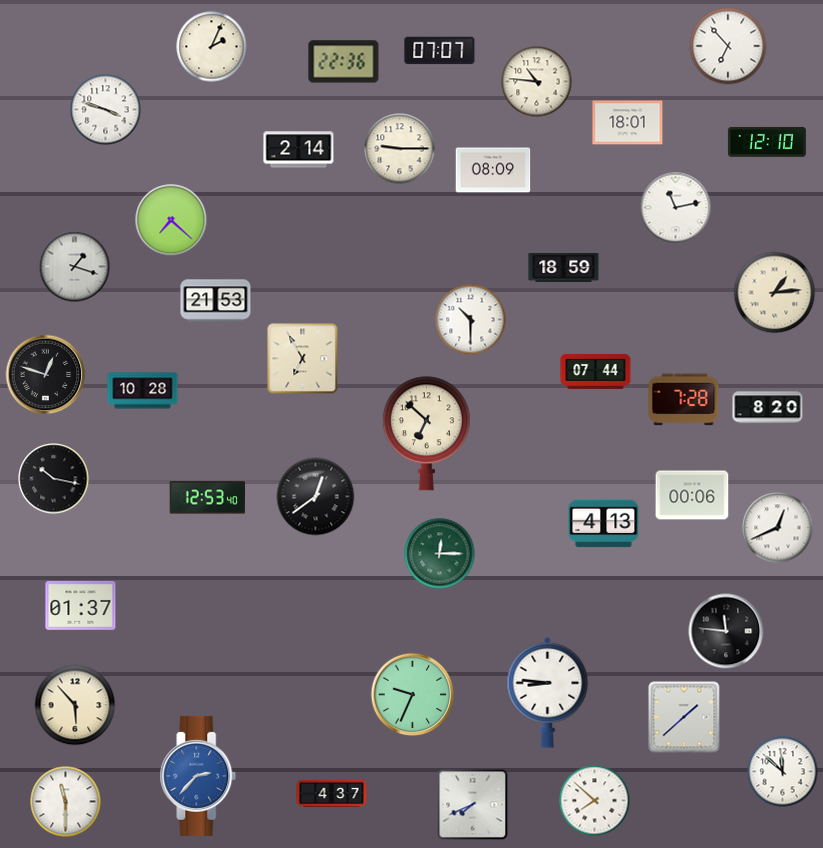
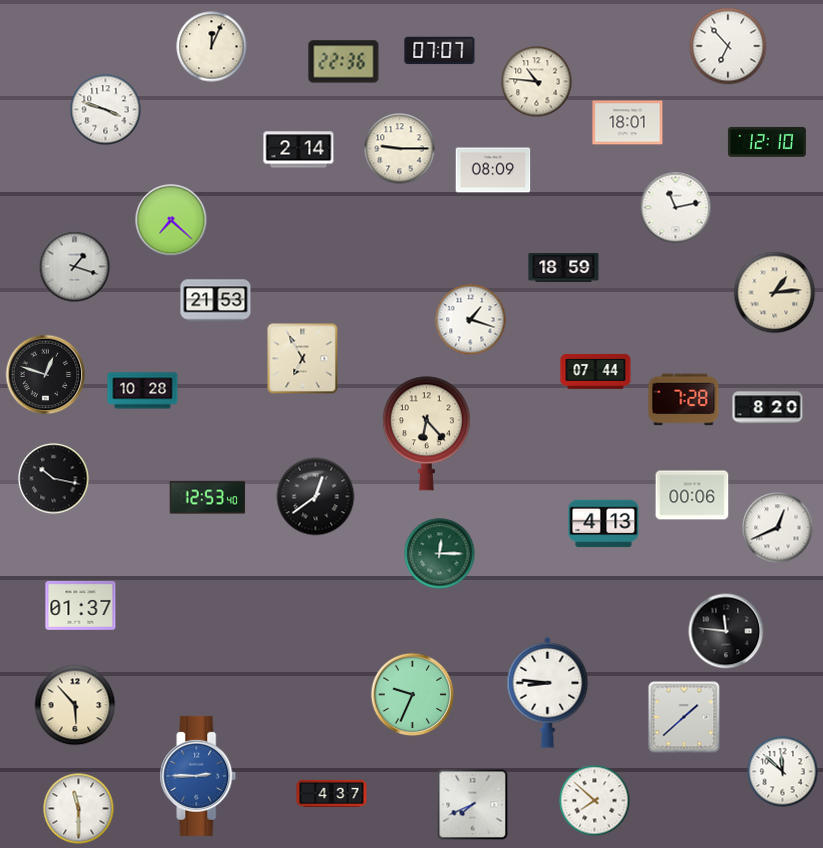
clock at (212, 47): 2:04 -> 12:04
clock at (471, 320): 10:30 -> 1:18
clock at (426, 434): 6:52 -> 6:23
clock at (198, 776): 2:37 -> 2:45
clock at (66, 802) position: (66, 802) -> (79, 809)
